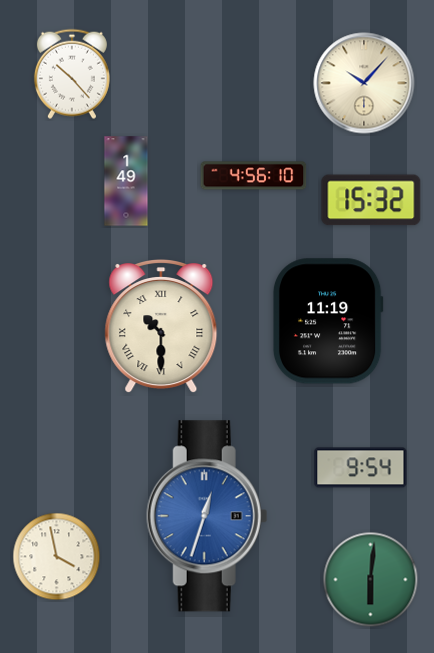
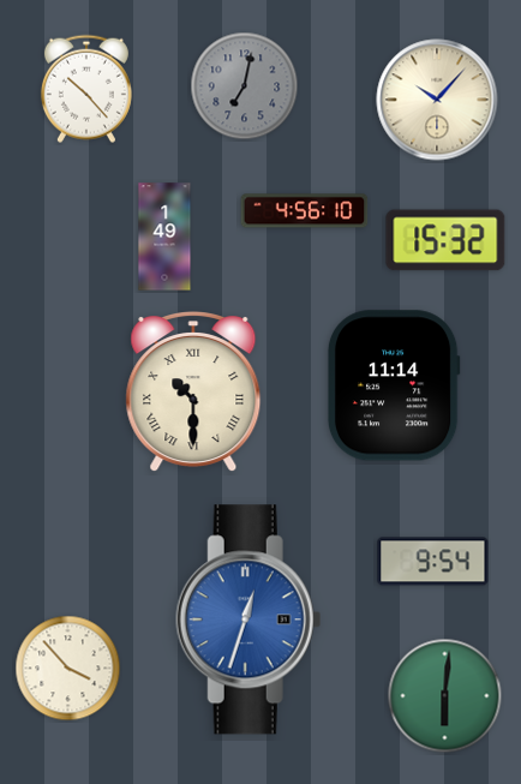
clock at (245, 86): none -> 7:02
clock at (126, 181) position: (126, 181) -> (164, 237)
clock at (328, 321): 11:19 -> 11:14
clock at (57, 557): 3:58 -> 3:53
